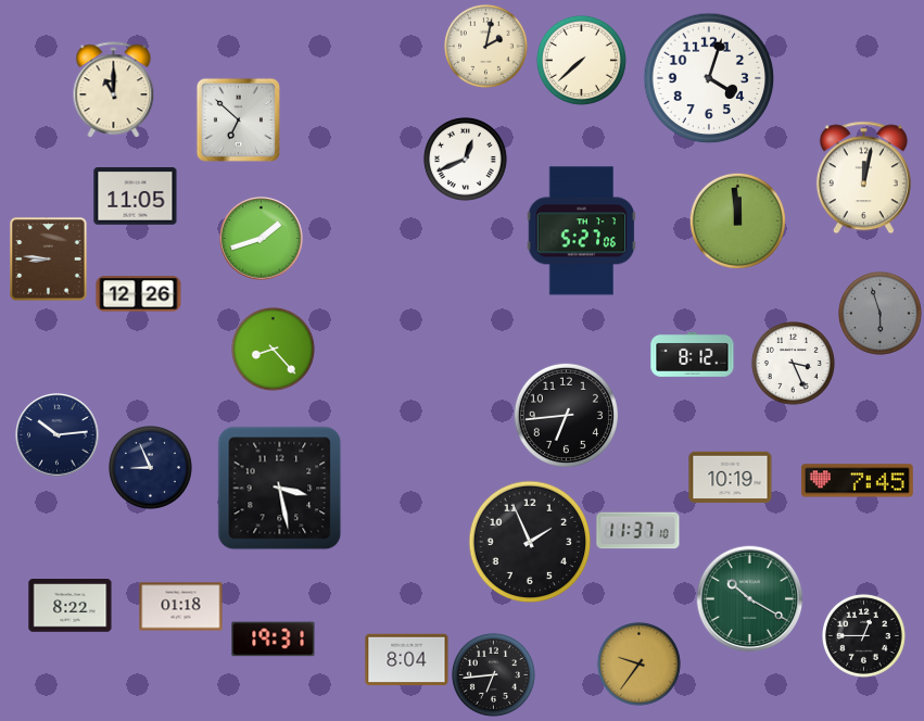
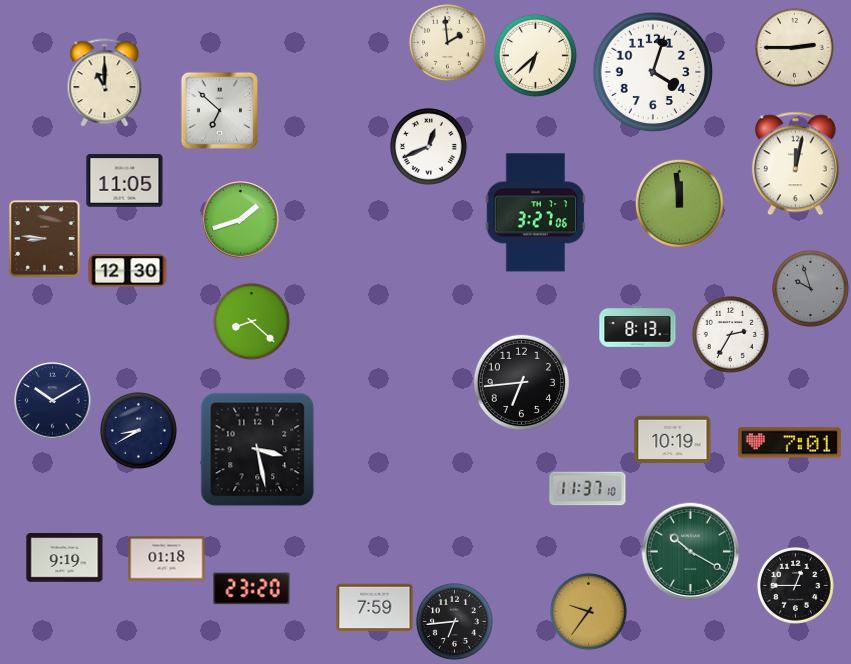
clock at (485, 46): 2:02 -> 1:59
clock at (794, 47): none -> 2:45
clock at (581, 60): 7:38 -> 6:38
clock at (582, 231): 5:27 -> 3:27
clock at (139, 294): 12:26 -> 12:30
clock at (879, 313): 5:57 -> 9:57
clock at (273, 349): 8:23 -> 8:22
clock at (693, 354): 8:12 -> 8:13
clock at (793, 363): 3:26 -> 2:35
clock at (58, 435): 10:14 -> 10:10
clock at (150, 467): 8:56 -> 8:40
clock at (857, 481): 7:45 -> 7:01
clock at (530, 542): 1:56 -> none
clock at (71, 606): 8:22 -> 9:19
clock at (274, 640): 19:31 -> 23:20
clock at (407, 660): 8:04 -> 7:59
